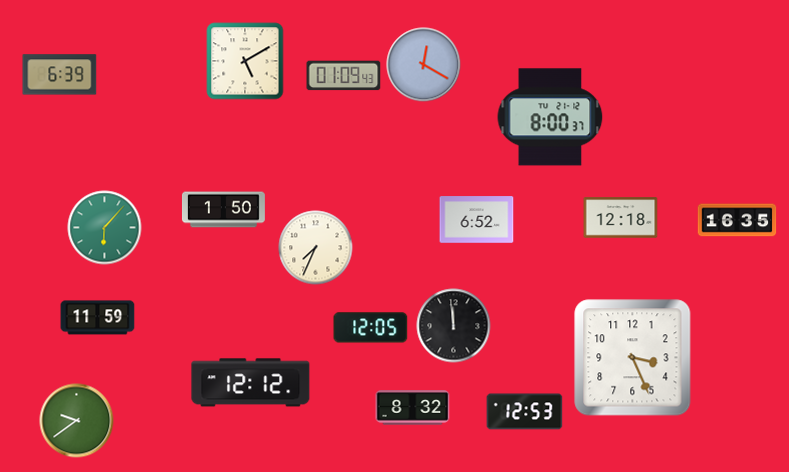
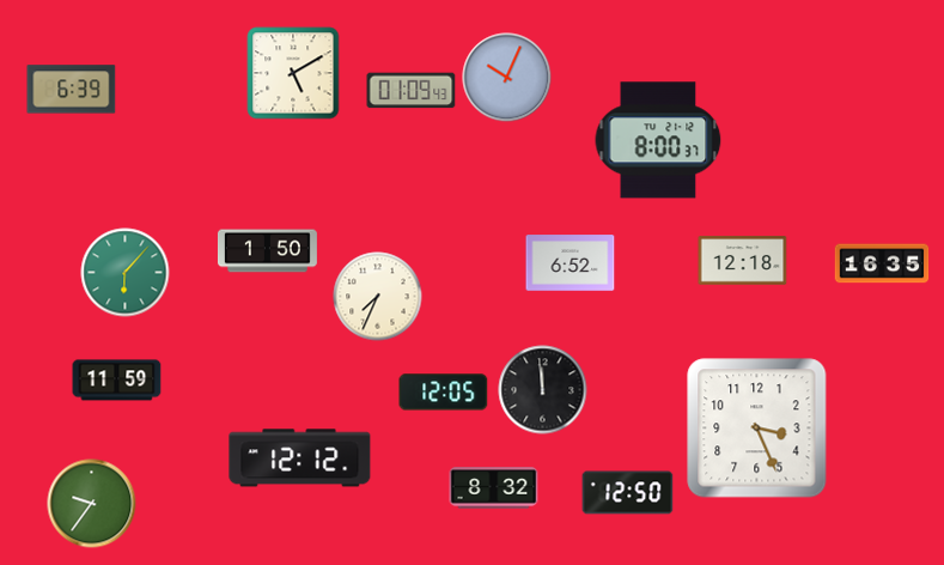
clock at (424, 65): 12:20 -> 10:04
clock at (525, 412): 12:53 -> 12:50
clock at (77, 421): 9:39 -> 9:36
